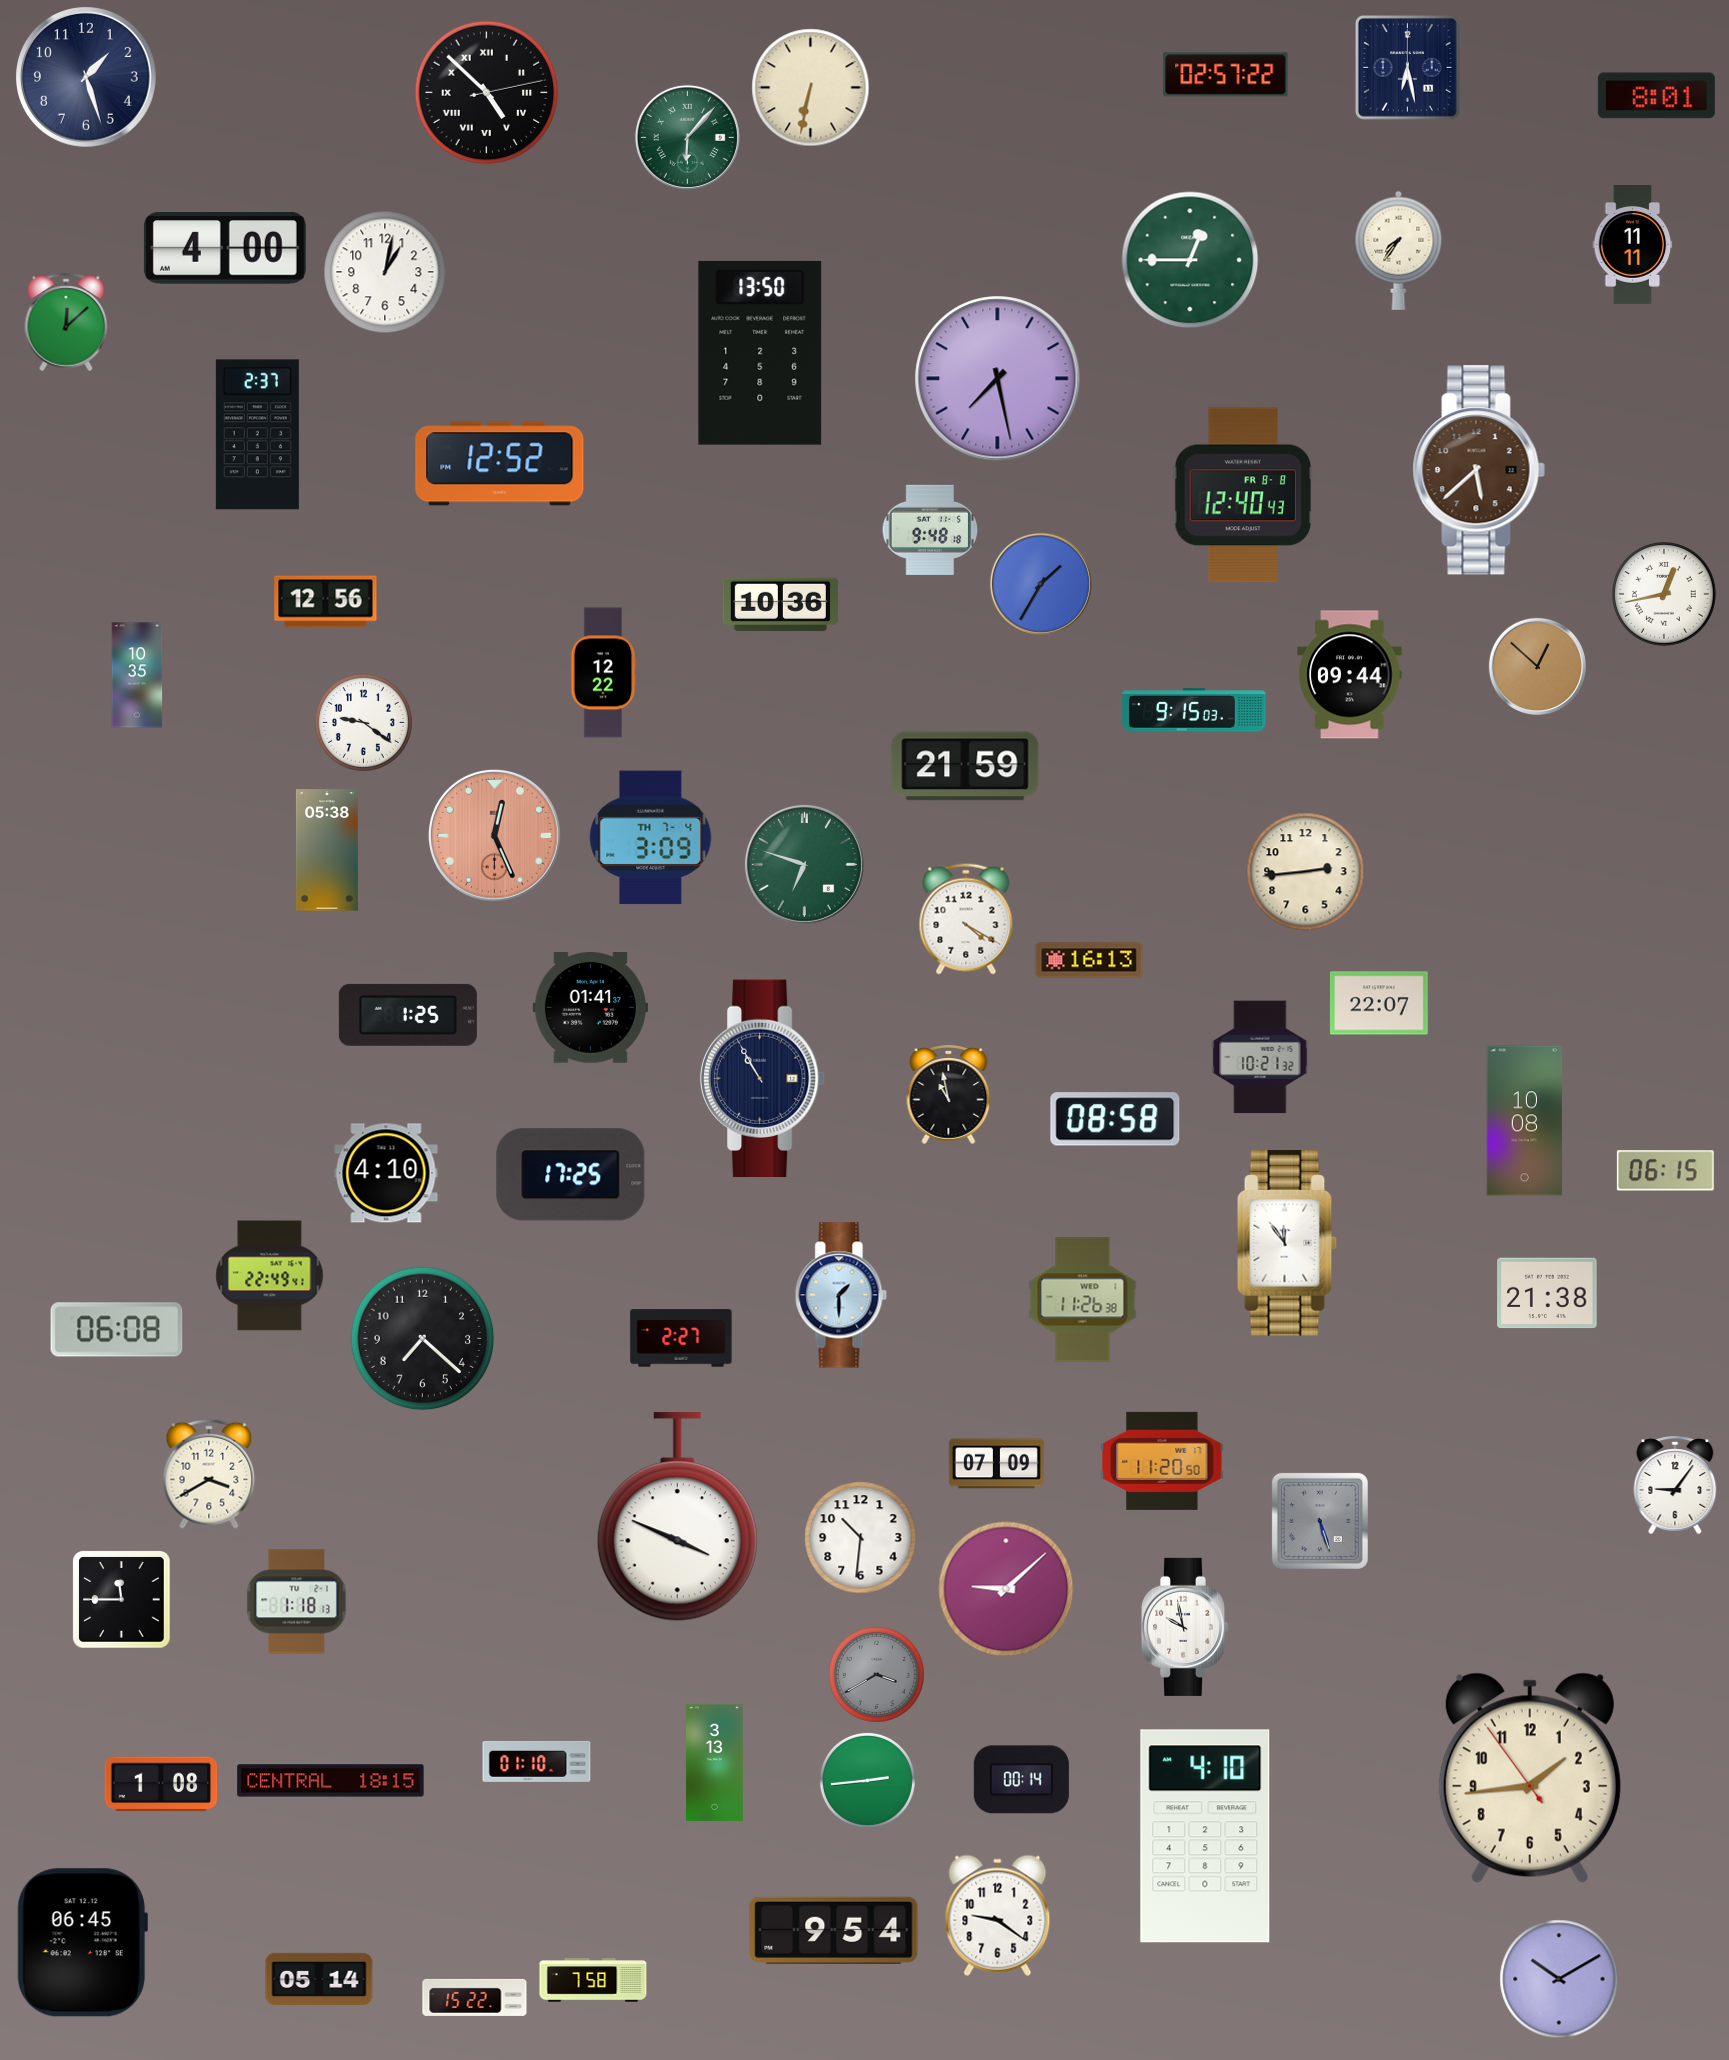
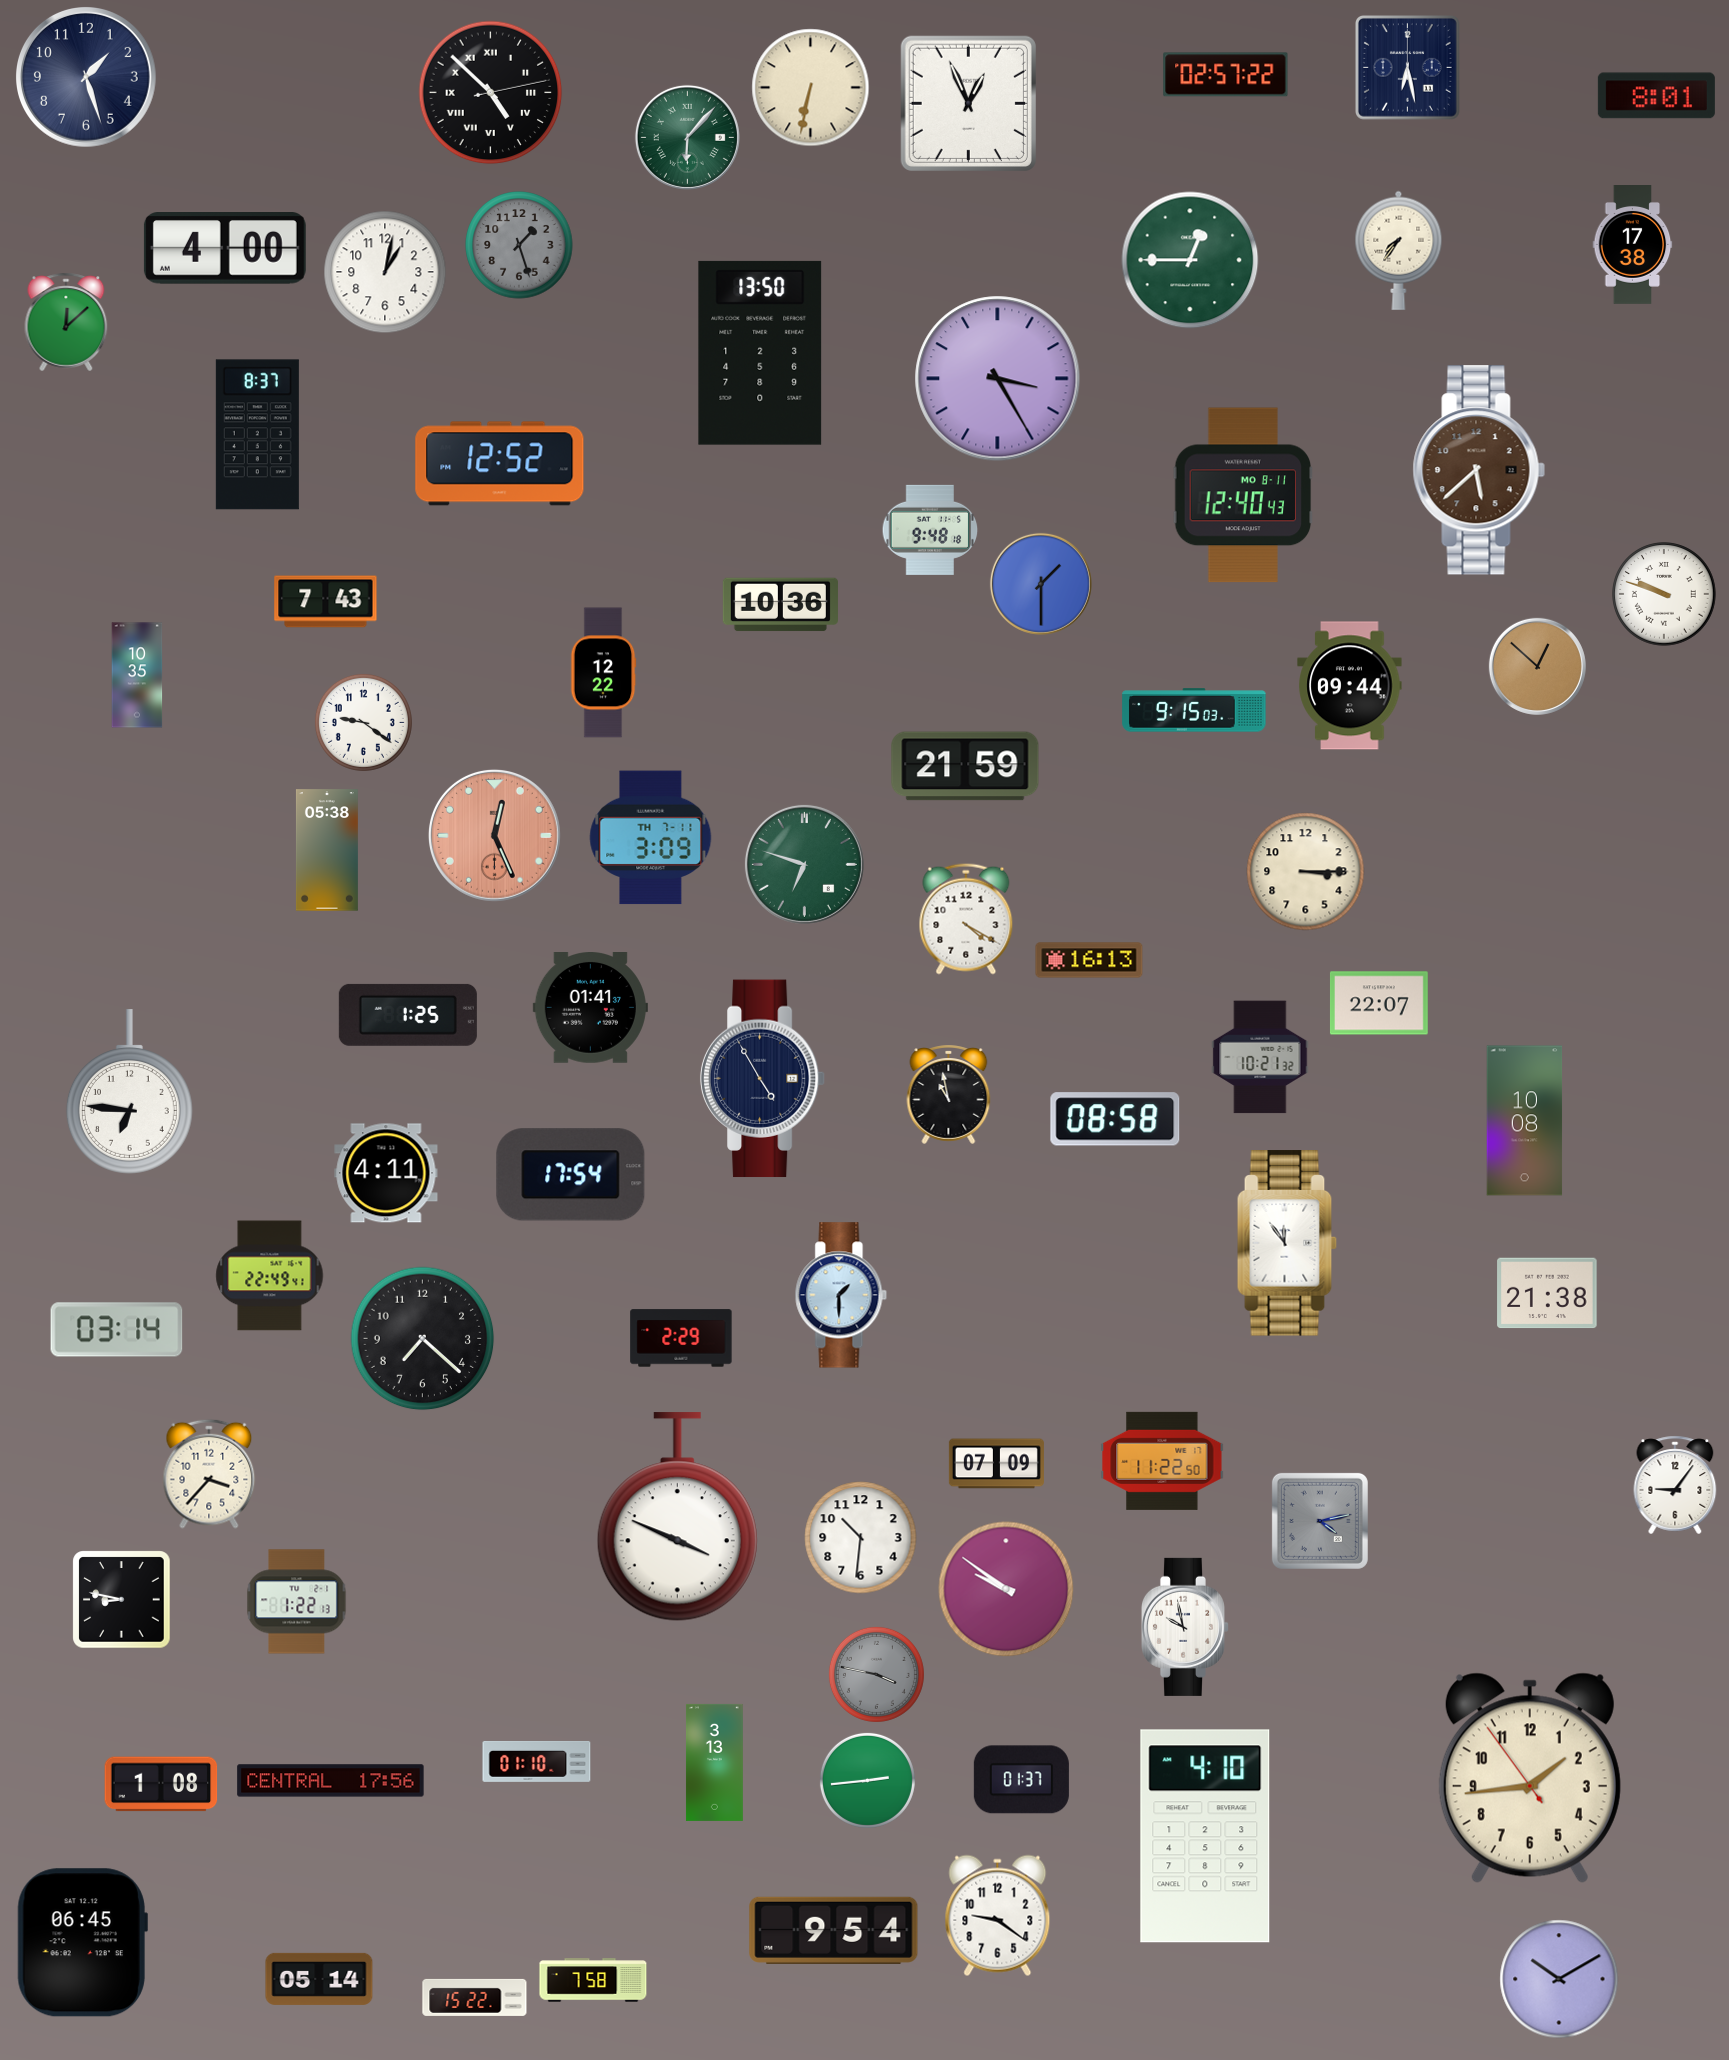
clock at (487, 93) position: (487, 93) -> (491, 93)
clock at (968, 103): none -> 12:56
clock at (519, 245): none -> 1:27
clock at (1633, 245): 11:11 -> 17:38
clock at (998, 379): 7:28 -> 3:25
clock at (257, 435): 2:37 -> 8:37
clock at (1243, 495) date: FR 8-8 -> MO 8-11
clock at (1041, 584): 1:35 -> 1:30
clock at (1664, 594): 12:43 -> 9:48
clock at (326, 602): 12:56 -> 7:43
clock at (1350, 675) position: (1350, 675) -> (1350, 686)
clock at (651, 838) date: TH 7-4 -> TH 7-11
clock at (1306, 872): 2:44 -> 3:15
clock at (763, 1079): 10:55 -> 4:55
clock at (129, 1092): none -> 6:46
clock at (1665, 1171): 06:15 -> none
clock at (386, 1173): 4:10 -> 4:11
clock at (571, 1175): 17:25 -> 17:54
clock at (1083, 1300): 11:26 -> none
clock at (117, 1330): 06:08 -> 03:14
clock at (681, 1338): 2:27 -> 2:29
clock at (1162, 1461): 11:20 -> 11:22
clock at (209, 1474): 3:40 -> 3:37
clock at (1320, 1521): 5:27 -> 4:13
clock at (1006, 1589): 9:08 -> 9:51
clock at (122, 1600): 11:45 -> 8:47
clock at (297, 1602): 1:18 -> 1:22
clock at (876, 1674): 3:40 -> 3:47
clock at (1021, 1780): 00:14 -> 01:37
clock at (331, 1781): 18:15 -> 17:56
